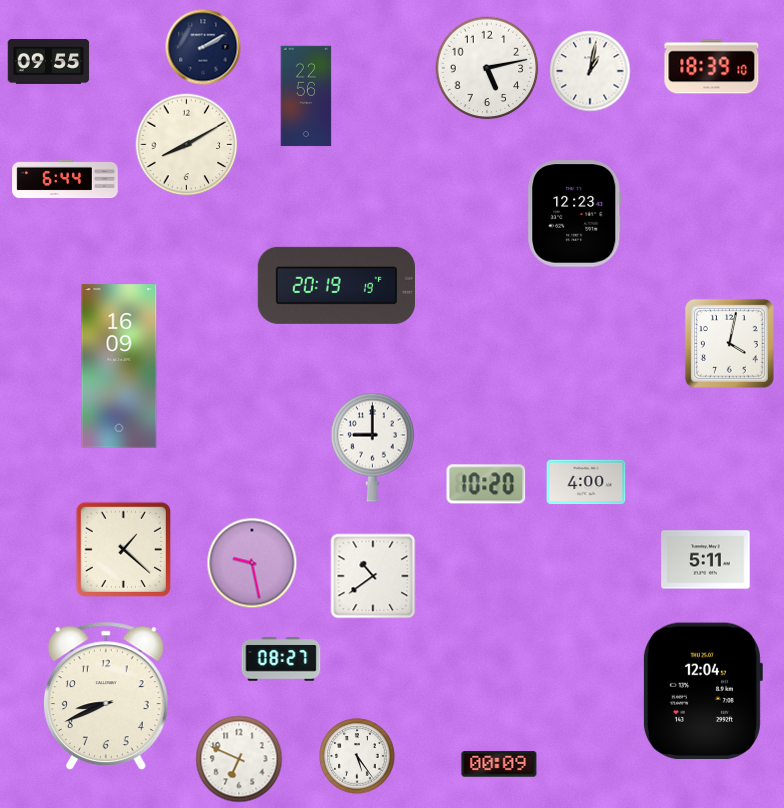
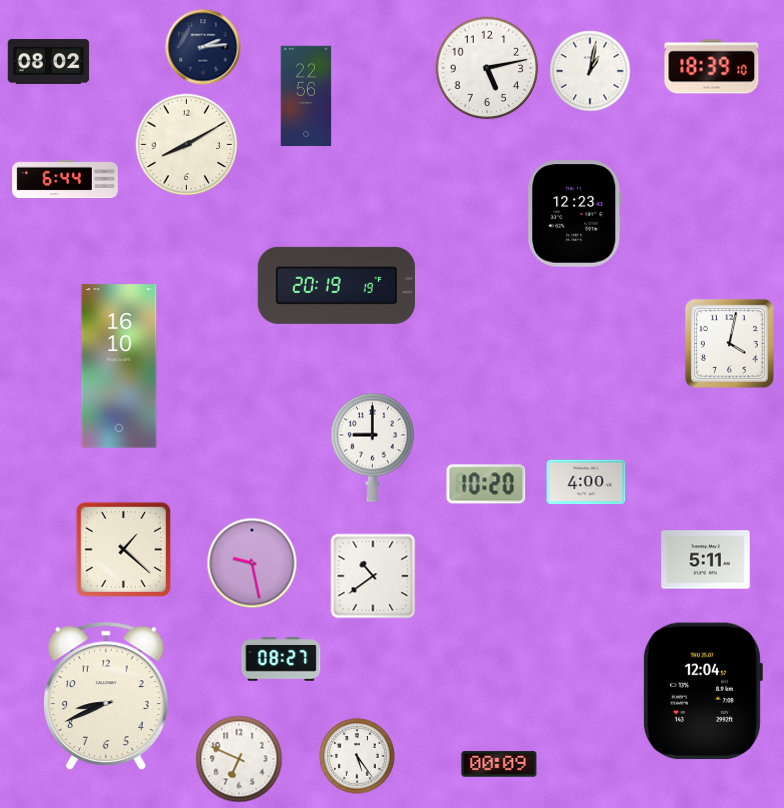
clock at (203, 47): 2:10 -> 2:14
clock at (49, 62): 09:55 -> 08:02
clock at (119, 366): 16:09 -> 16:10
